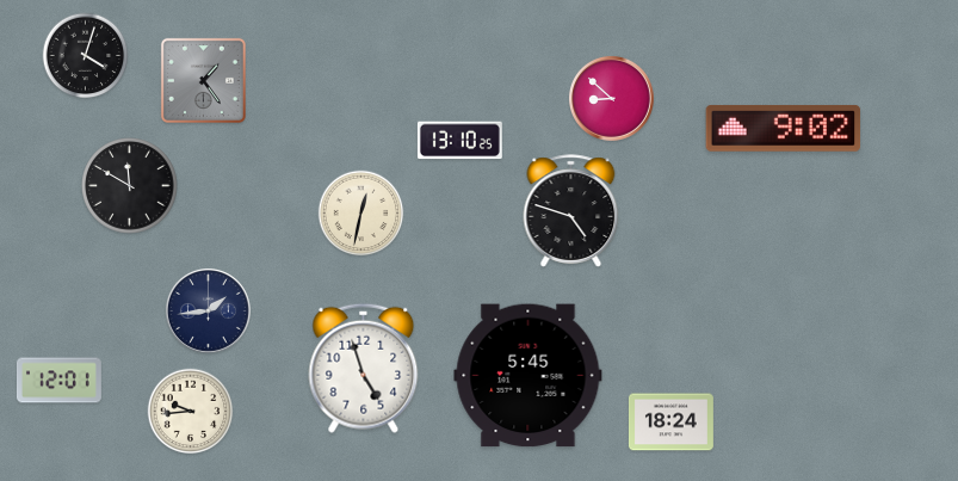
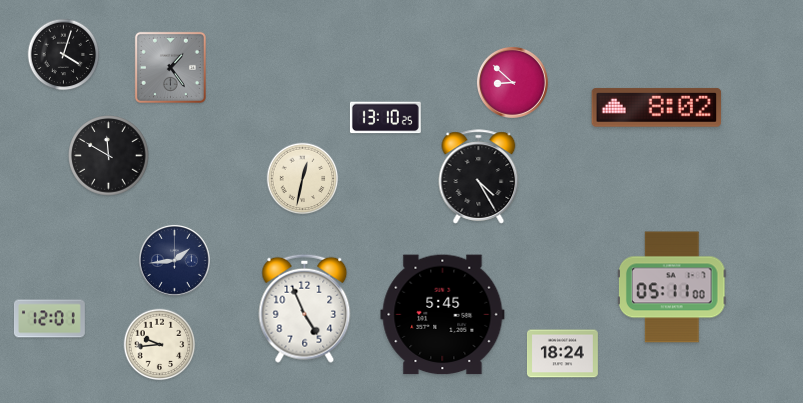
clock at (86, 56) position: (86, 56) -> (64, 55)
clock at (784, 128): 9:02 -> 8:02
clock at (571, 211): 4:48 -> 4:25
clock at (672, 287): none -> 05:11
clock at (364, 368): 4:57 -> 4:56
